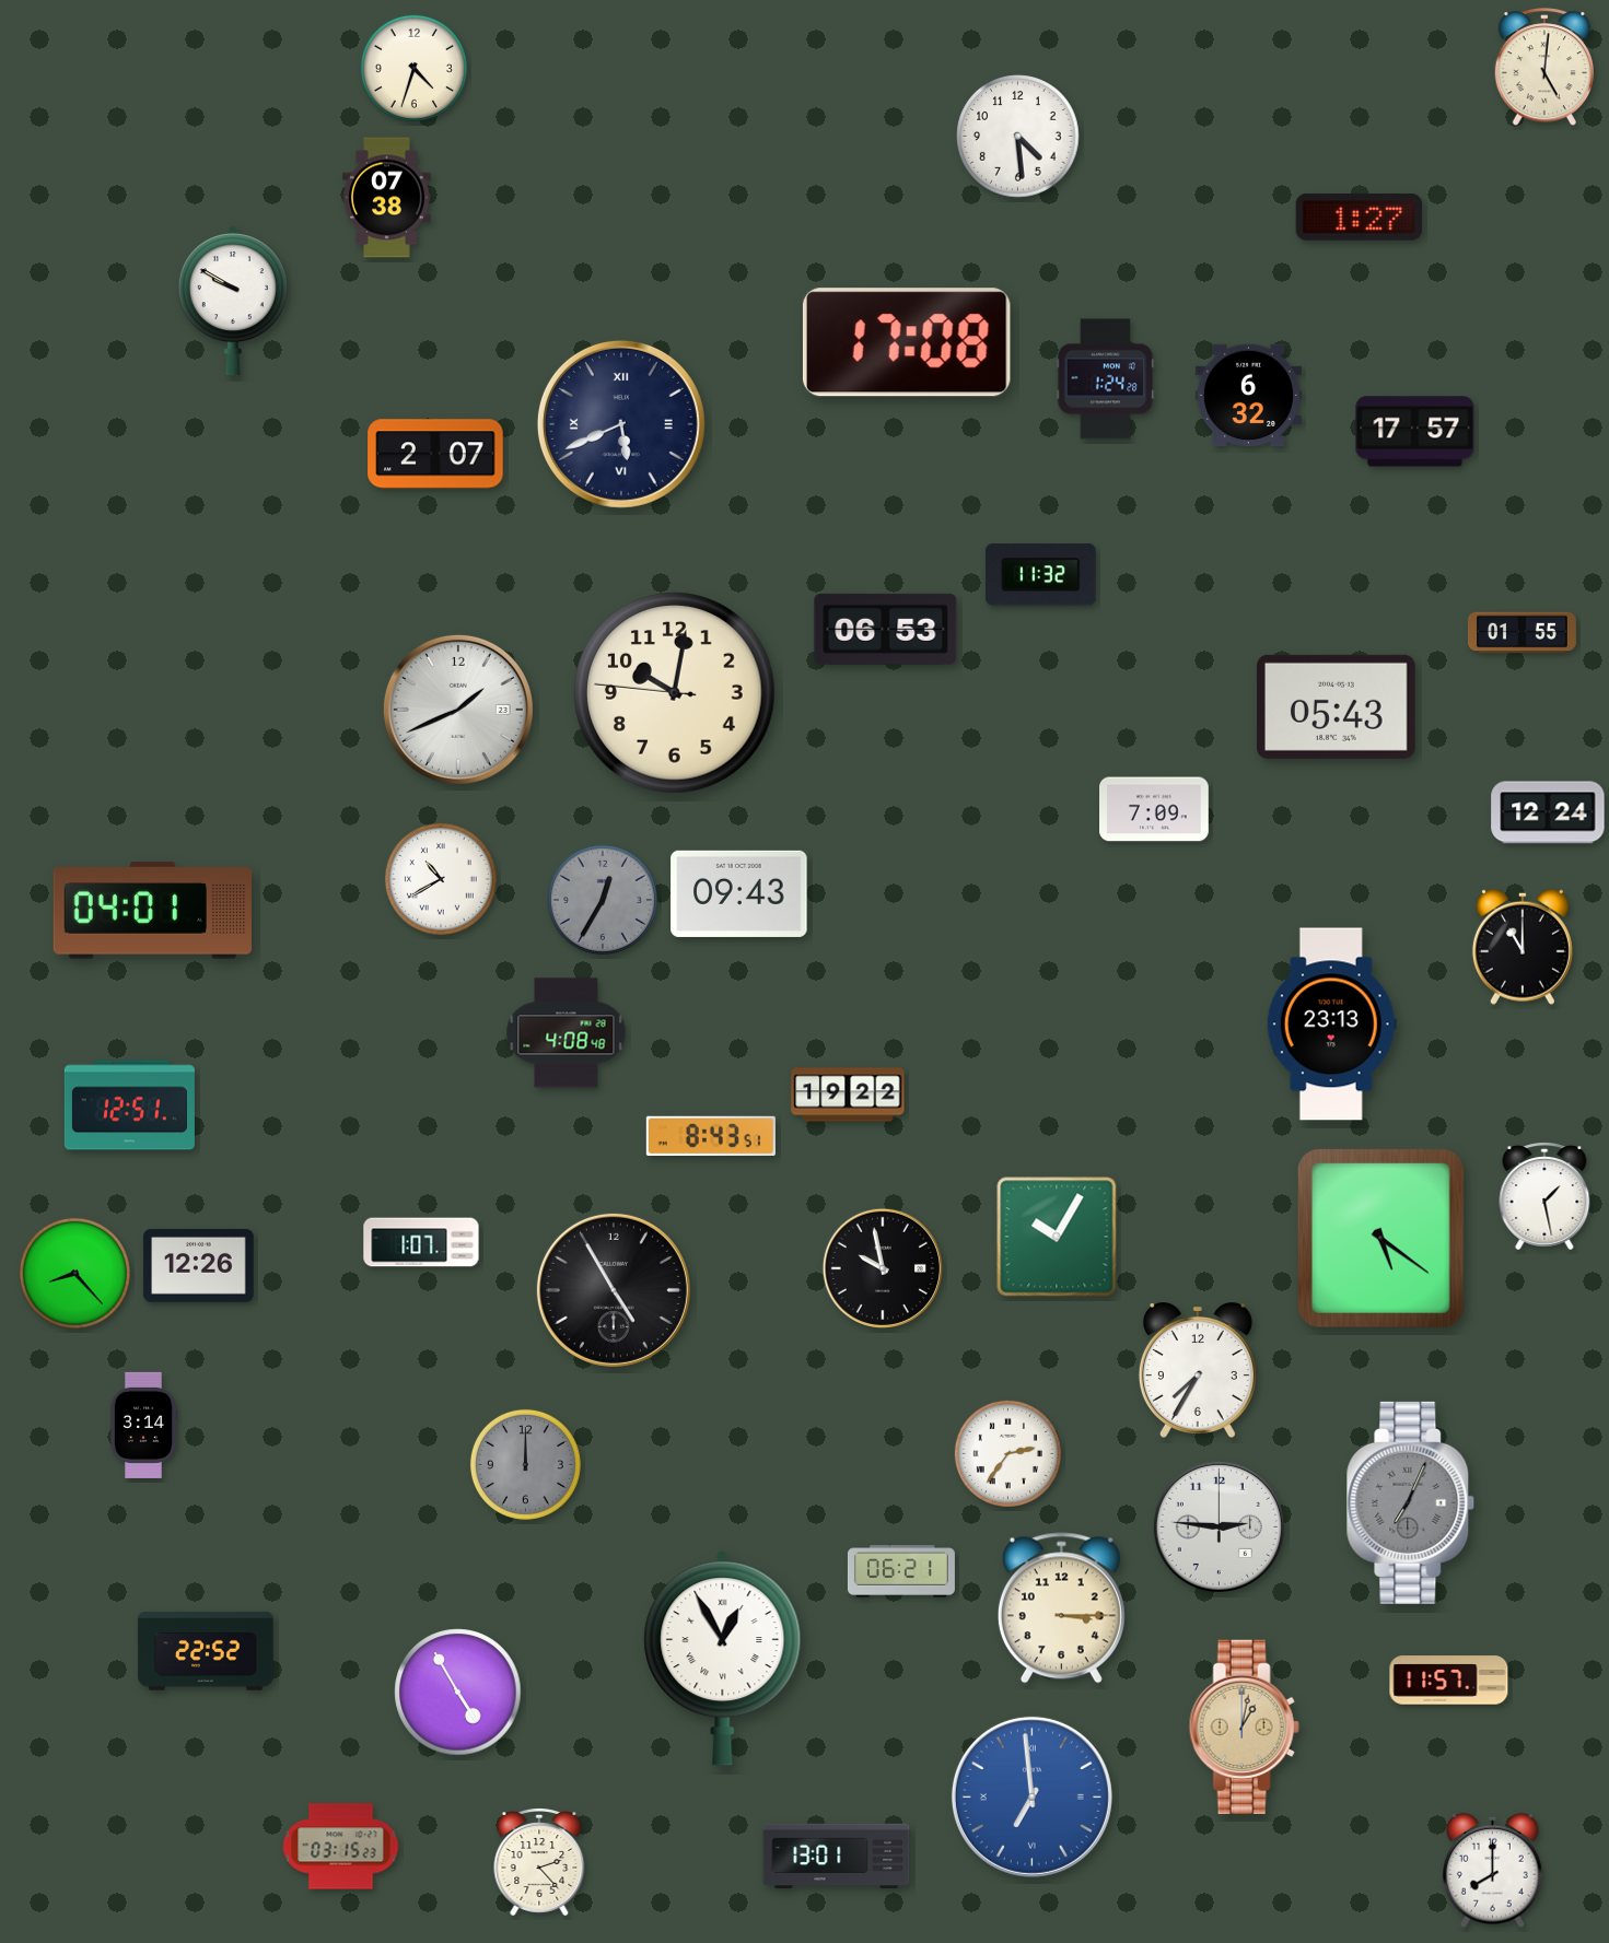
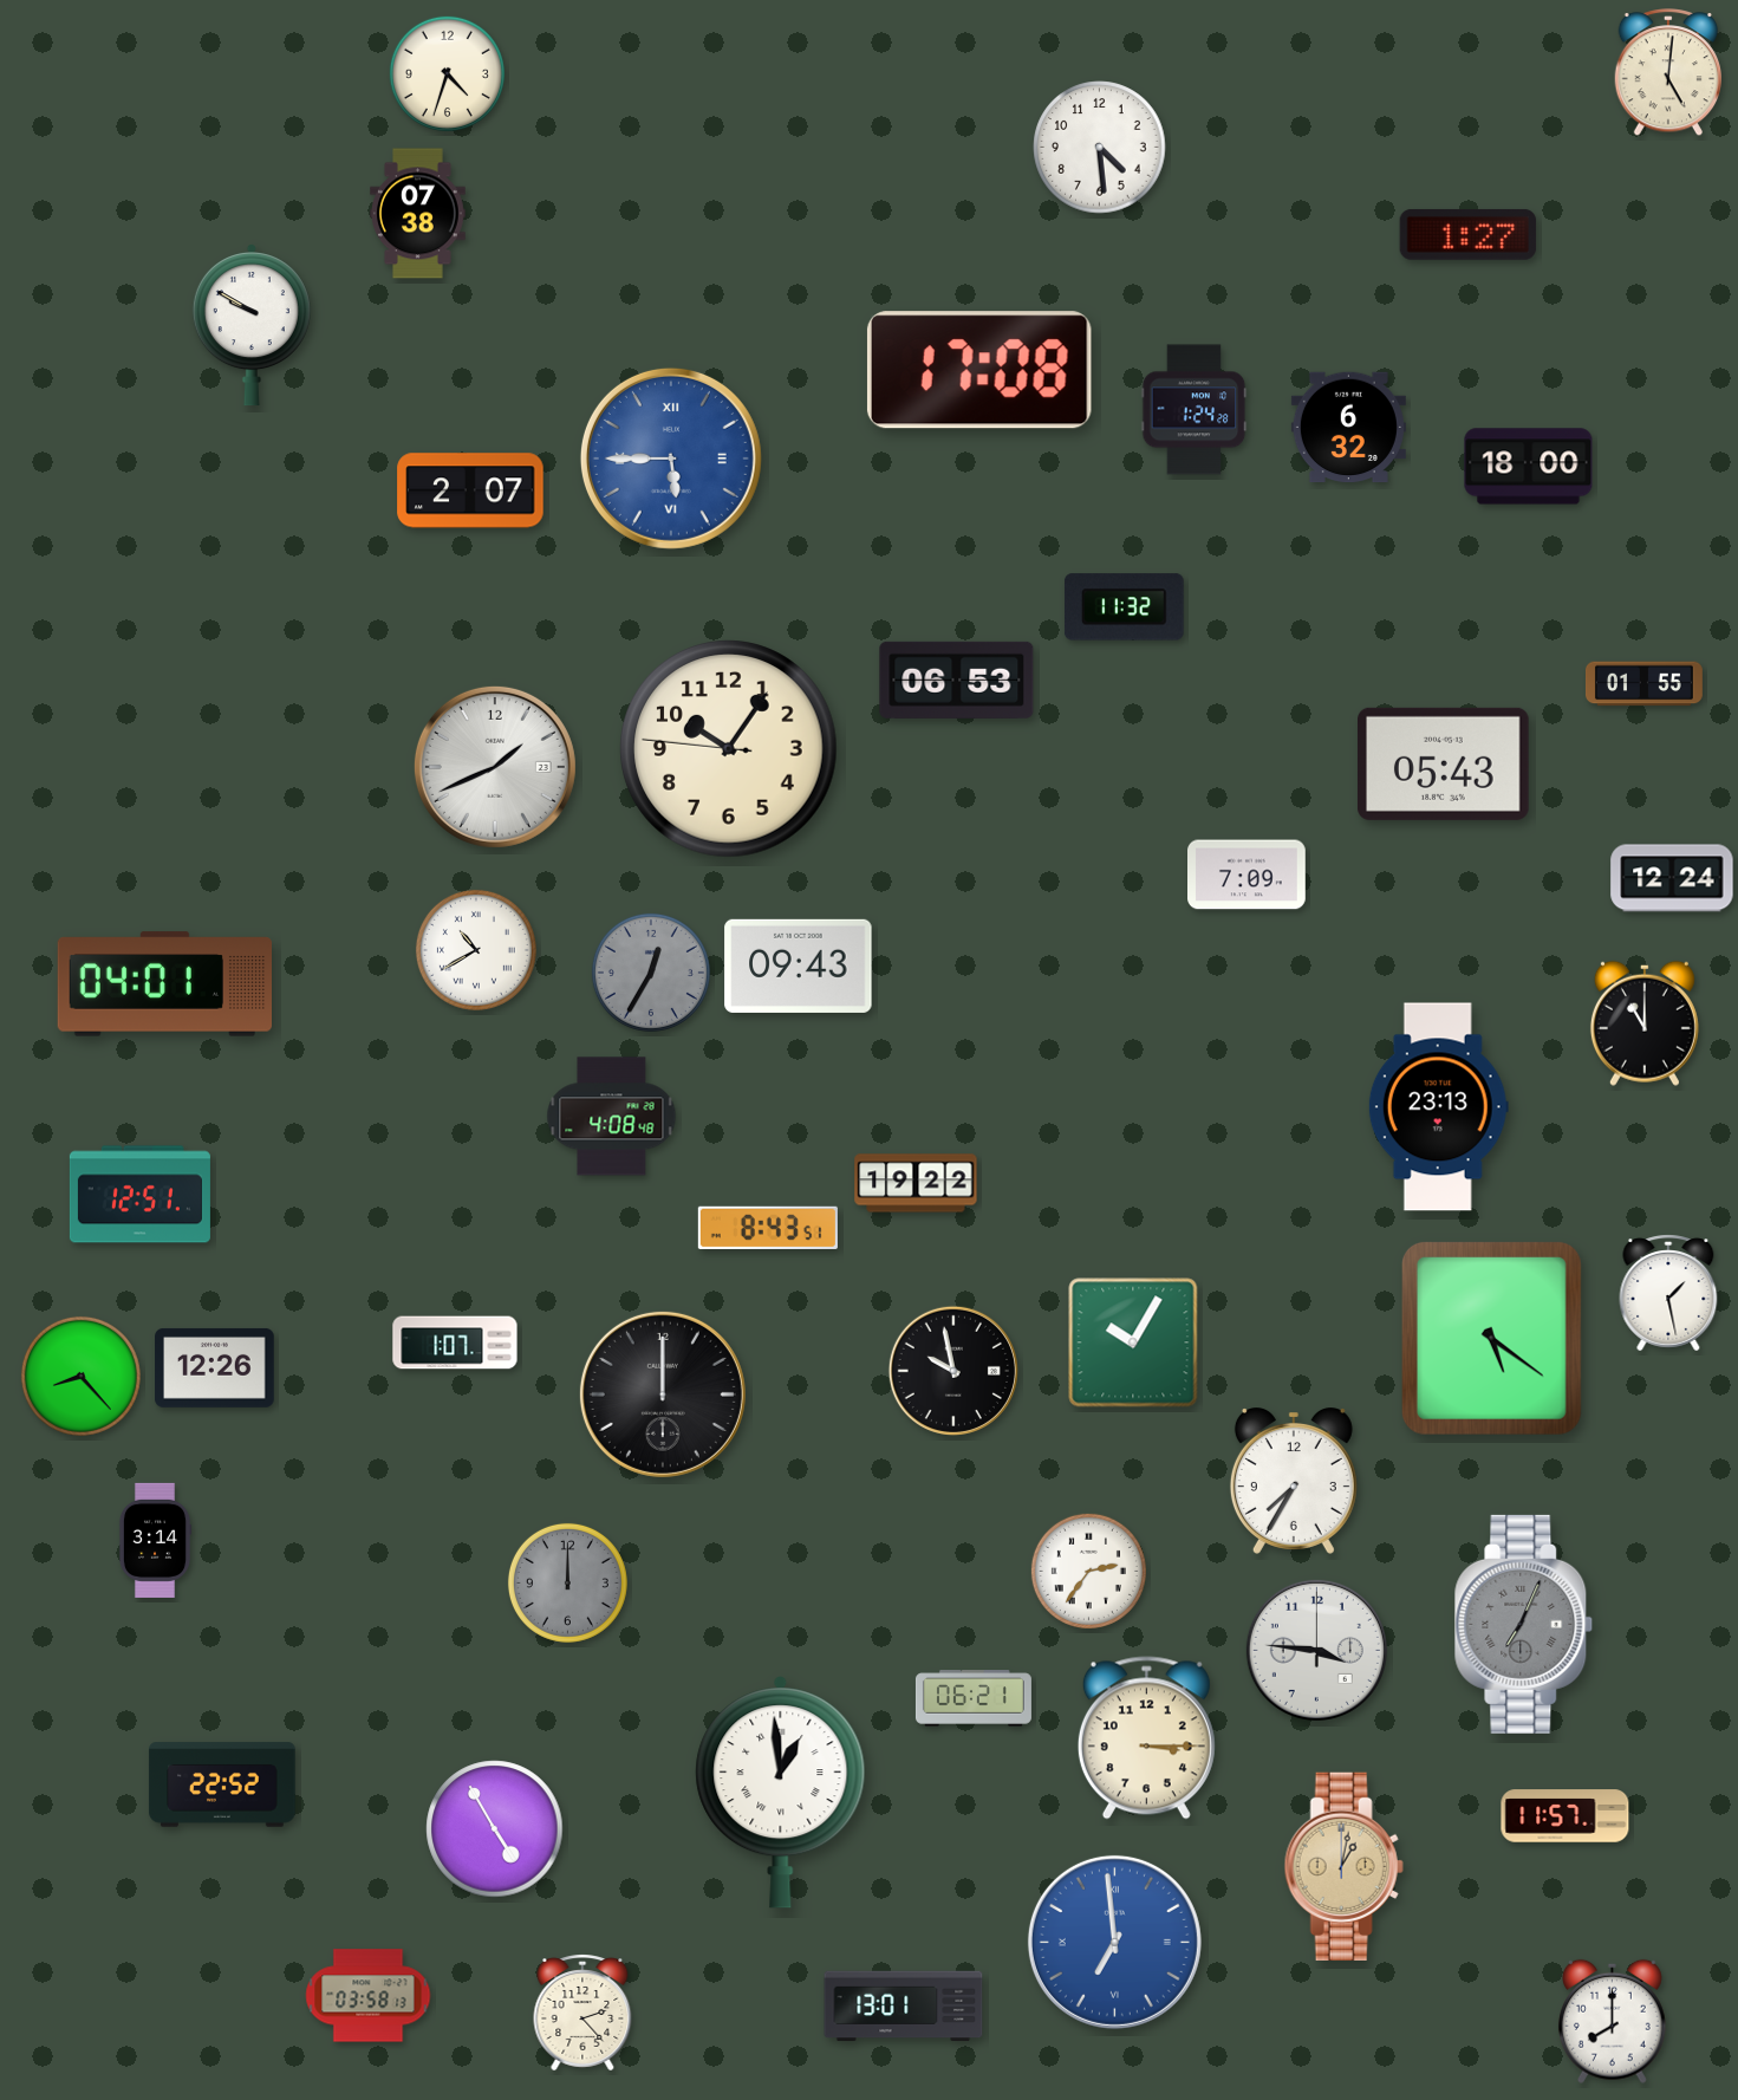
clock at (621, 424): 5:41 -> 5:45
clock at (621, 424) dial: navy -> blue
clock at (1415, 432): 17:57 -> 18:00
clock at (1040, 575) position: (1040, 575) -> (1124, 607)
clock at (675, 693): 10:01 -> 10:05
clock at (1057, 1237) position: (1057, 1237) -> (1133, 1342)
clock at (614, 1290): 4:55 -> 12:00
clock at (1219, 1526): 2:46 -> 3:46
clock at (723, 1659): 12:55 -> 12:59
clock at (341, 1847): 03:15 -> 03:58
